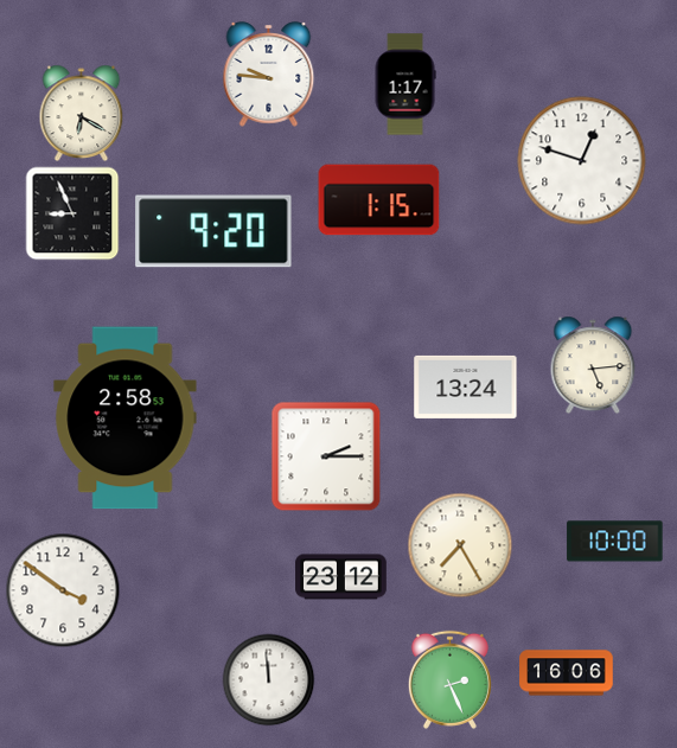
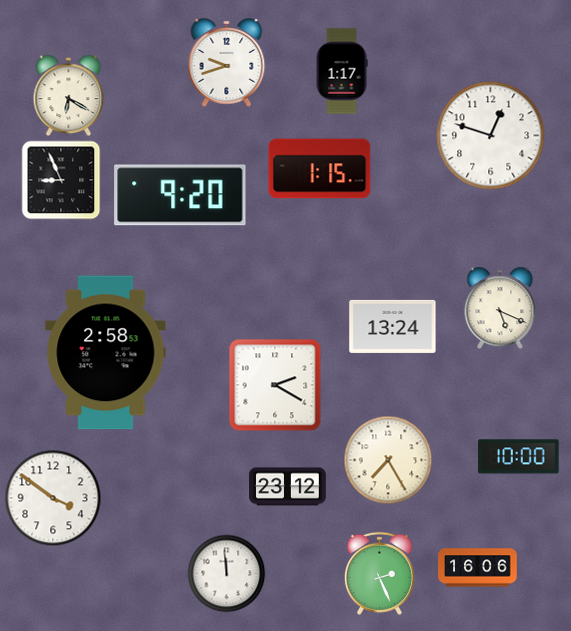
clock at (269, 75): 9:46 -> 9:42
clock at (593, 365): 5:14 -> 5:19
clock at (326, 456): 2:15 -> 2:20
